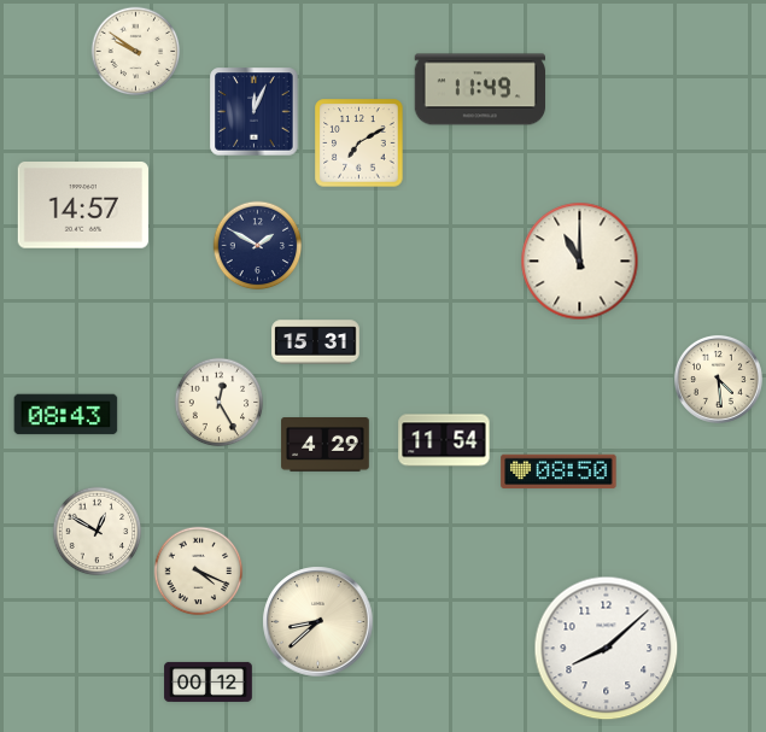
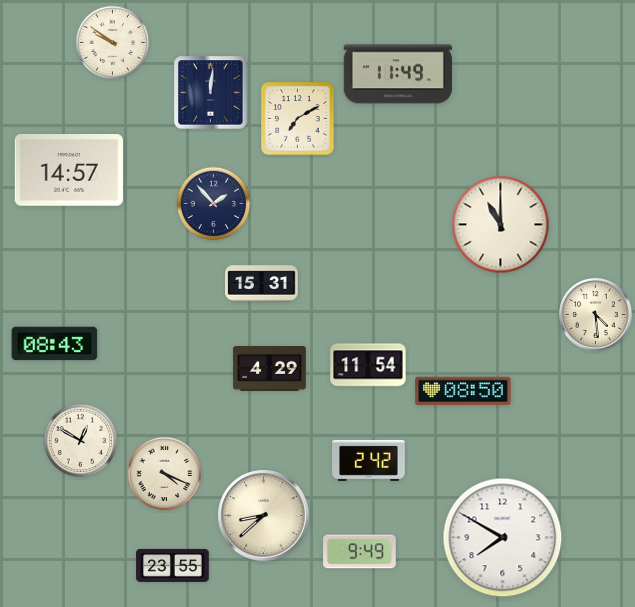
clock at (255, 112): 12:04 -> 12:01
clock at (258, 246): 1:50 -> 1:53
clock at (580, 262) position: (580, 262) -> (501, 225)
clock at (220, 403): 12:25 -> none
clock at (369, 460): none -> 2:42
clock at (607, 649): 8:08 -> 7:50
clock at (360, 552): none -> 9:49
clock at (209, 681): 00:12 -> 23:55
